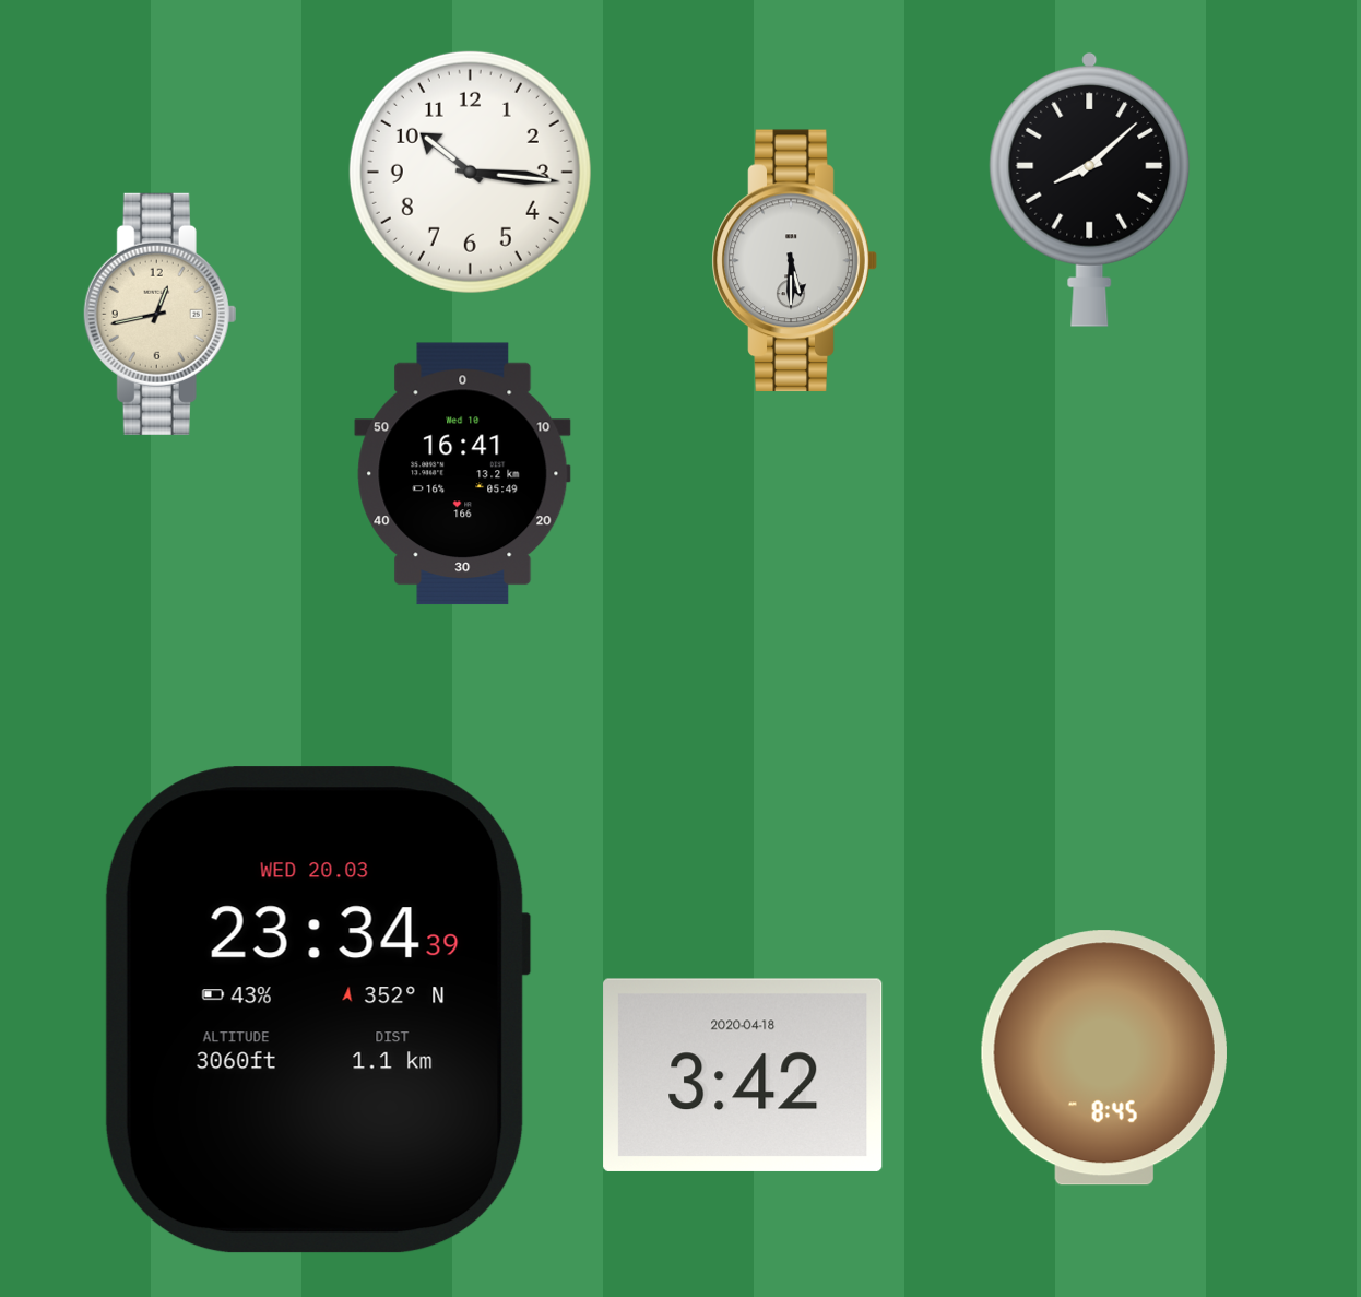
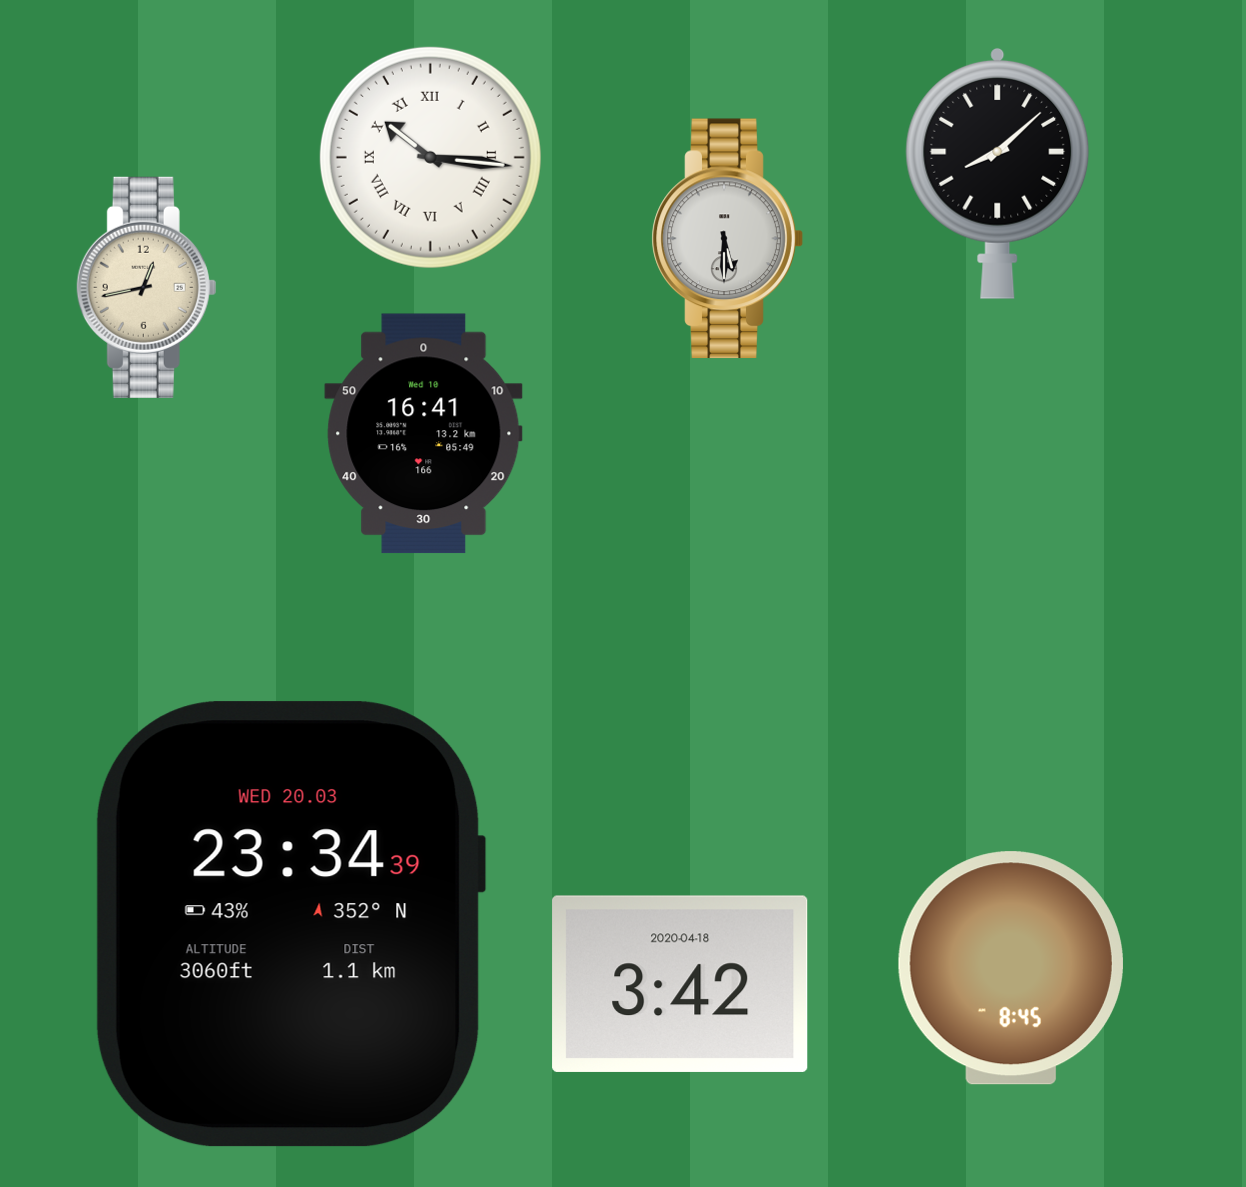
clock at (470, 172) numerals: Arabic -> Roman
